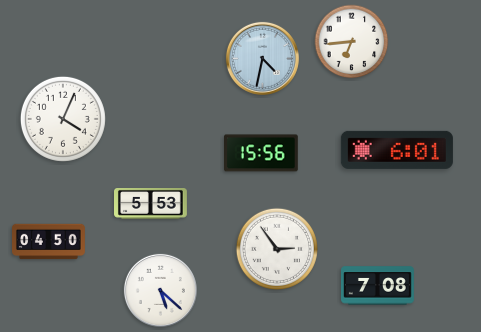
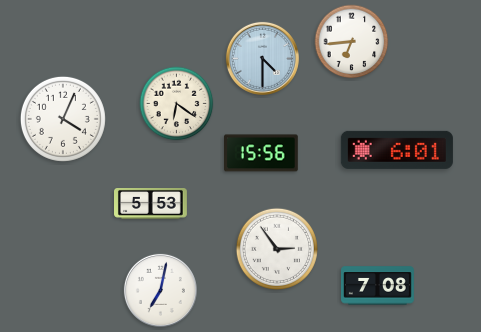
clock at (262, 58): 4:32 -> 4:30
clock at (177, 104): none -> 6:21
clock at (49, 242): 04:50 -> none
clock at (160, 290): 5:22 -> 7:02
